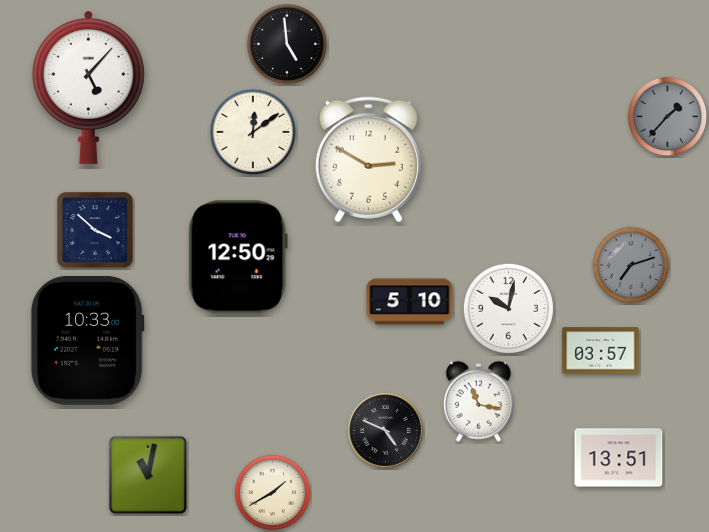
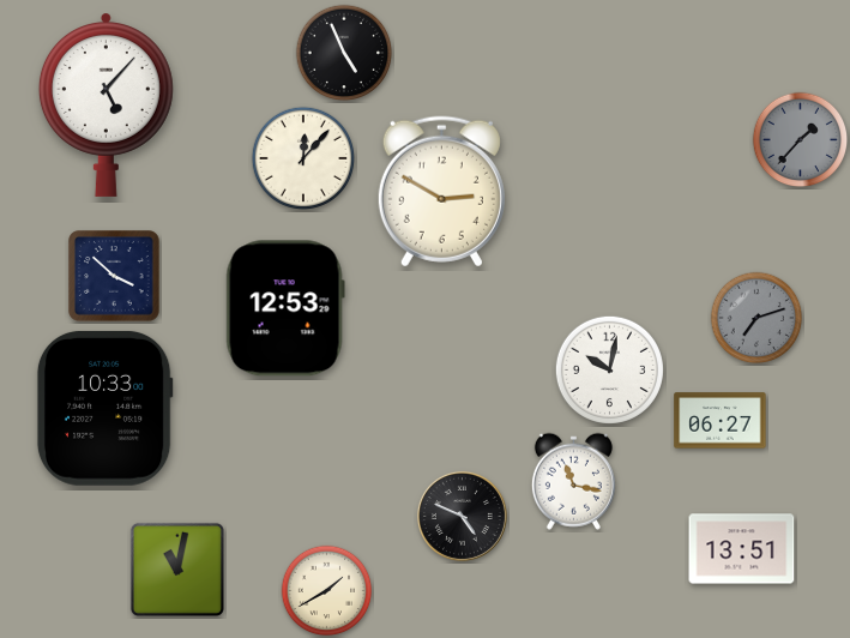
clock at (287, 44): 4:59 -> 4:56
clock at (252, 131): 12:09 -> 12:07
clock at (238, 257): 12:50 -> 12:53
clock at (410, 302): 5:10 -> none
clock at (601, 351): 03:57 -> 06:27
